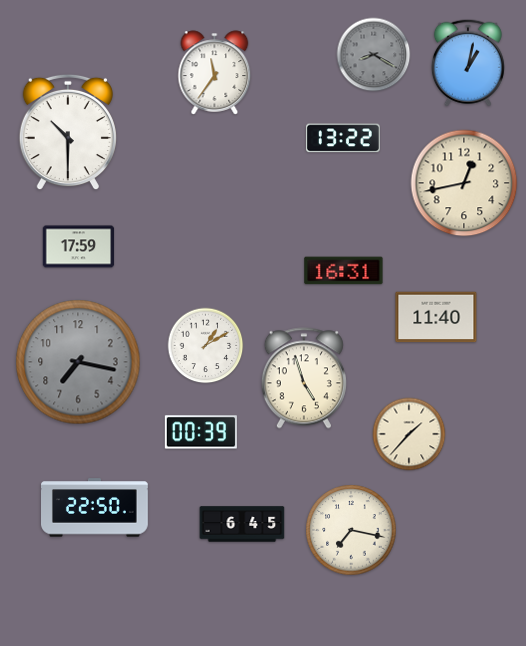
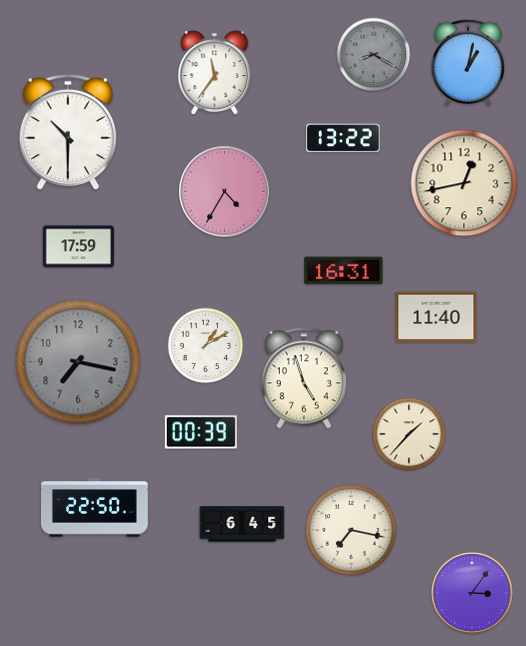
clock at (225, 192): none -> 4:35
clock at (472, 593): none -> 3:06
